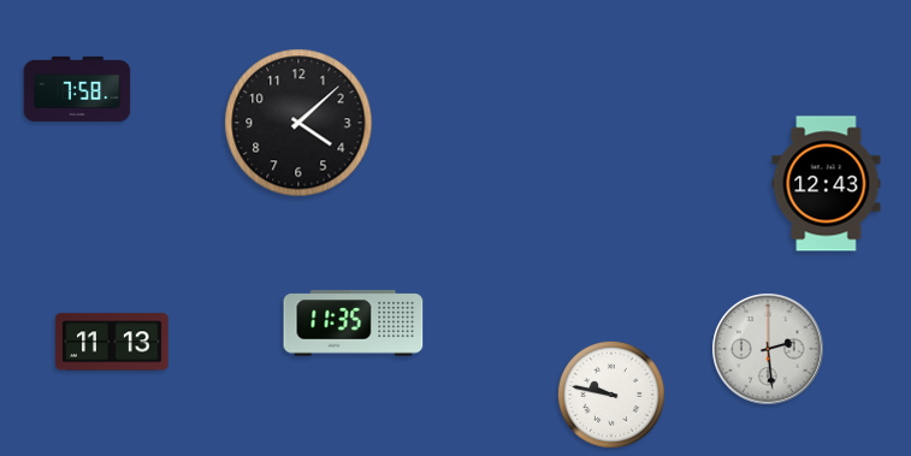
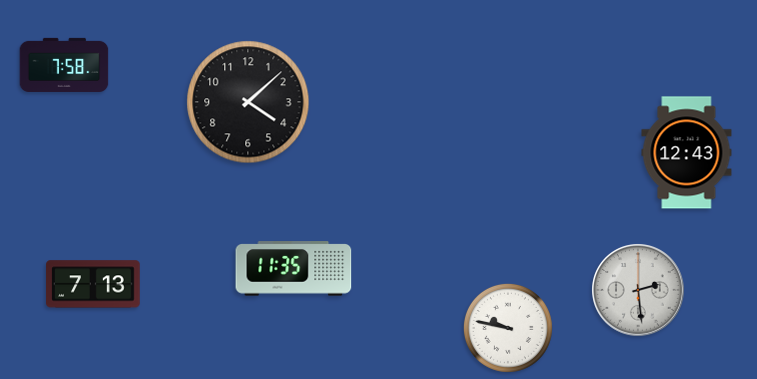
clock at (77, 89) position: (77, 89) -> (64, 65)
clock at (112, 342): 11:13 -> 7:13
